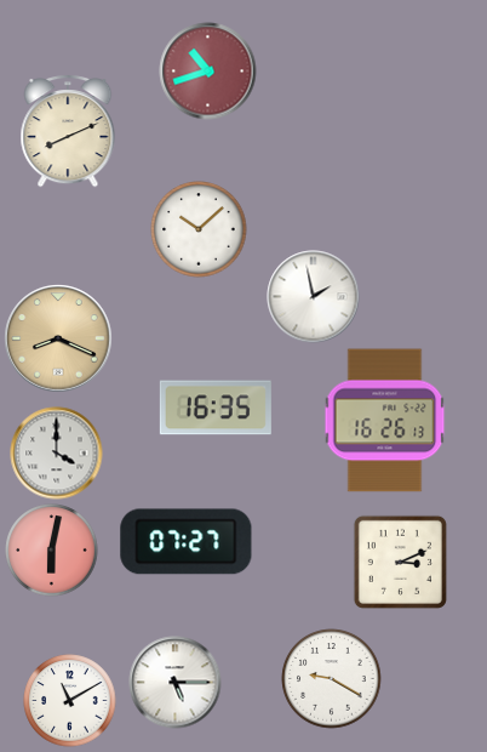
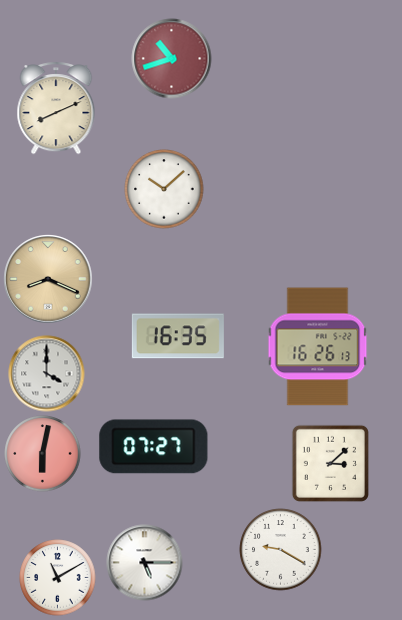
clock at (314, 297): 1:58 -> none
clock at (400, 562): 3:11 -> 3:08
clock at (332, 679) position: (332, 679) -> (281, 550)
